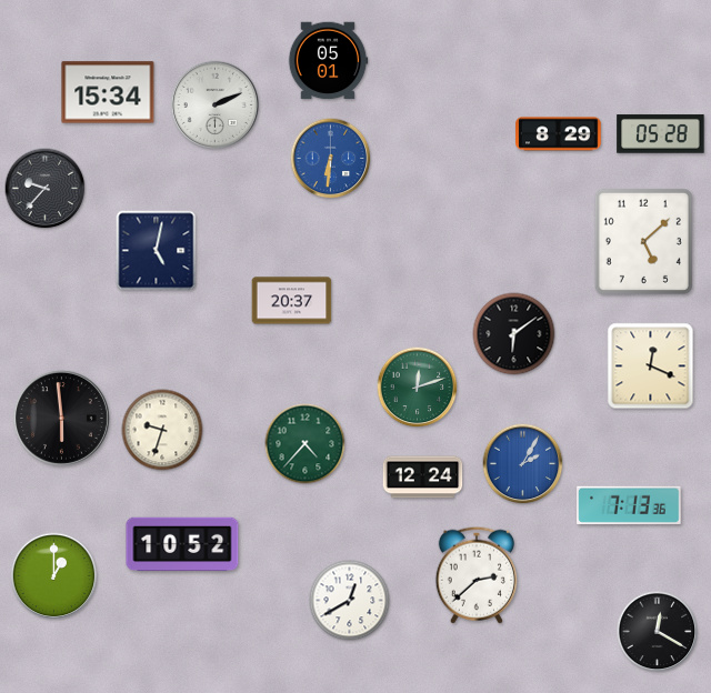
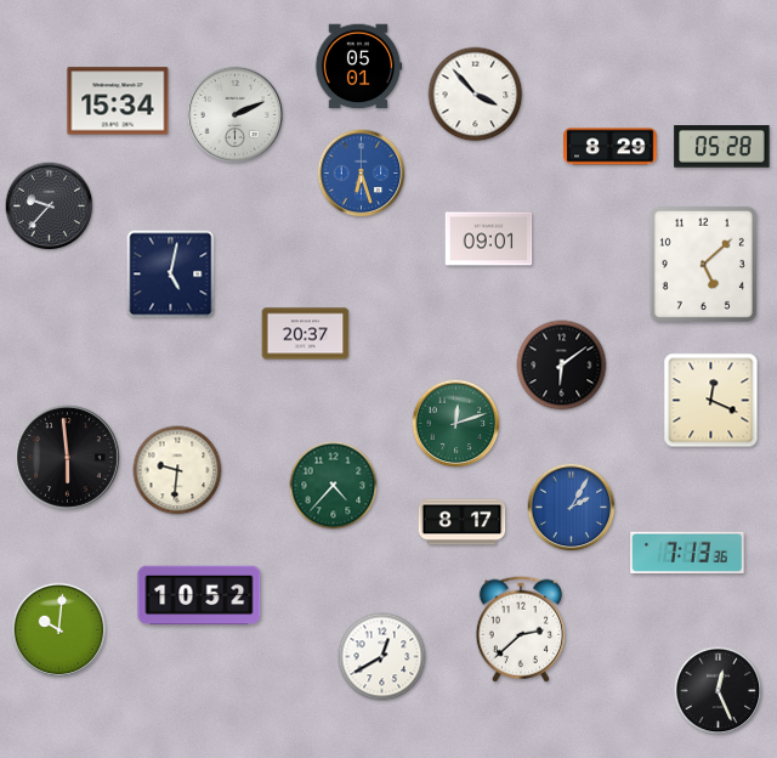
clock at (476, 95): none -> 3:53
clock at (331, 159): 6:31 -> 6:27
clock at (489, 239): none -> 09:01
clock at (292, 301) position: (292, 301) -> (306, 334)
clock at (162, 430): 9:33 -> 9:31
clock at (423, 478): 12:24 -> 8:17
clock at (54, 576): 1:00 -> 10:01
clock at (658, 632): 12:20 -> 12:26
